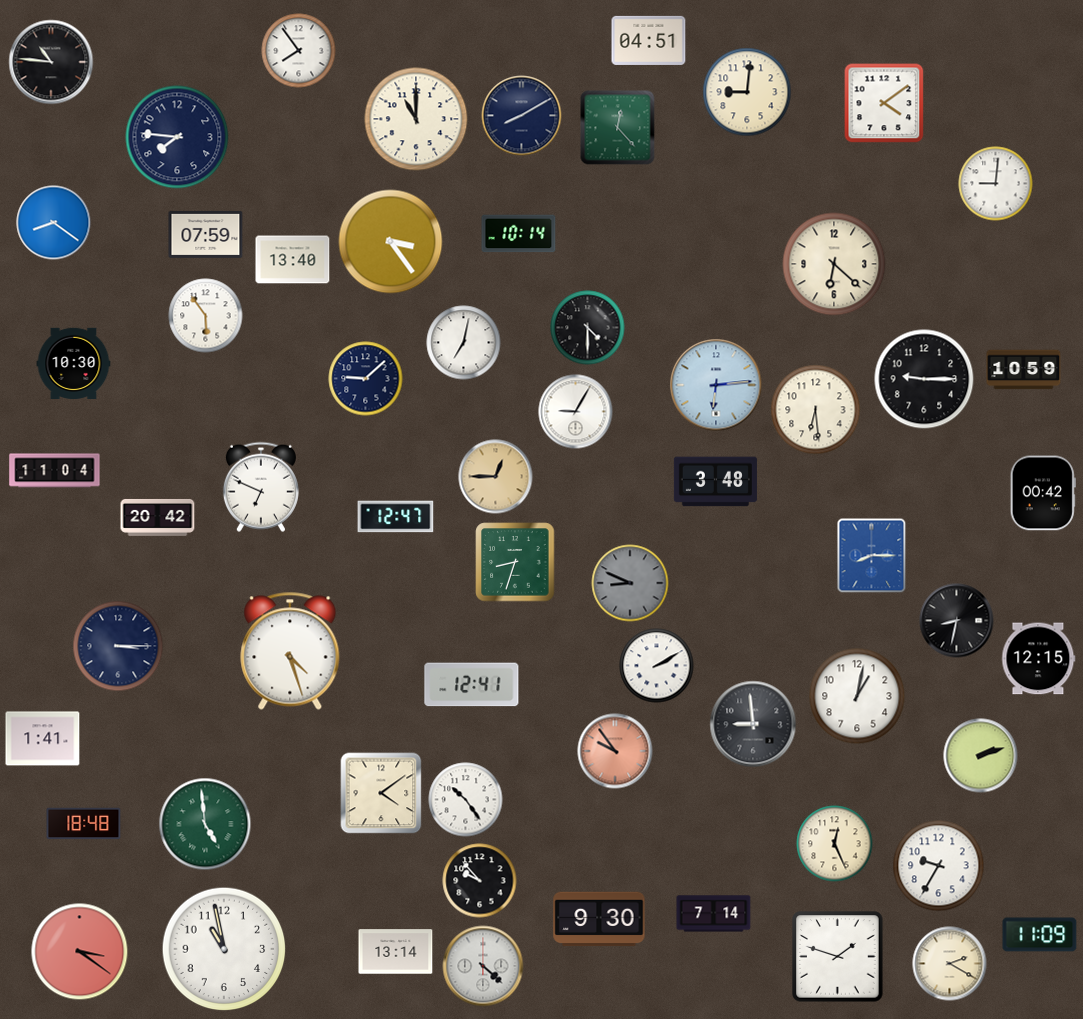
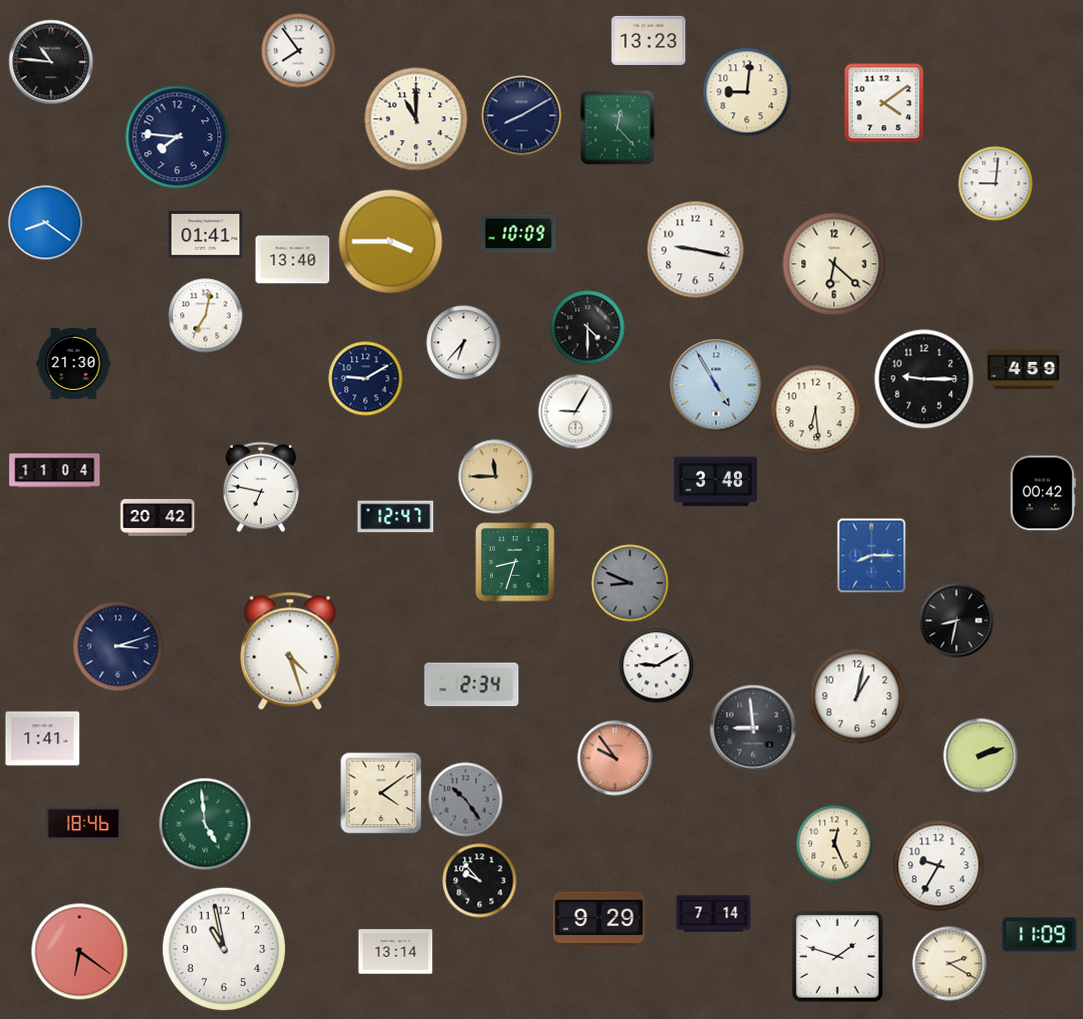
clock at (649, 40): 04:51 -> 13:23
clock at (54, 223) position: (54, 223) -> (46, 223)
clock at (206, 234): 07:59 -> 01:41
clock at (519, 234): 10:14 -> 10:09
clock at (391, 242): 3:24 -> 3:45
clock at (696, 250): none -> 9:17
clock at (206, 316): 5:54 -> 7:02
clock at (464, 343): 7:02 -> 6:37
clock at (74, 363): 10:30 -> 21:30
clock at (1024, 370): 10:59 -> 4:59
clock at (366, 379): 9:08 -> 9:10
clock at (716, 385): 6:14 -> 4:55
clock at (496, 477): 12:45 -> 11:45
clock at (261, 487): 6:49 -> 6:47
clock at (118, 646): 3:15 -> 3:12
clock at (1039, 659): 12:15 -> none
clock at (657, 666): 2:10 -> 9:10
clock at (472, 685): 12:41 -> 2:34
clock at (753, 724) position: (753, 724) -> (753, 728)
clock at (615, 751) position: (615, 751) -> (615, 758)
clock at (466, 800) dial: white -> grey
clock at (84, 824): 18:48 -> 18:46
clock at (599, 919): 9:30 -> 9:29
clock at (80, 952): 3:21 -> 6:21
clock at (483, 966): 4:22 -> none
